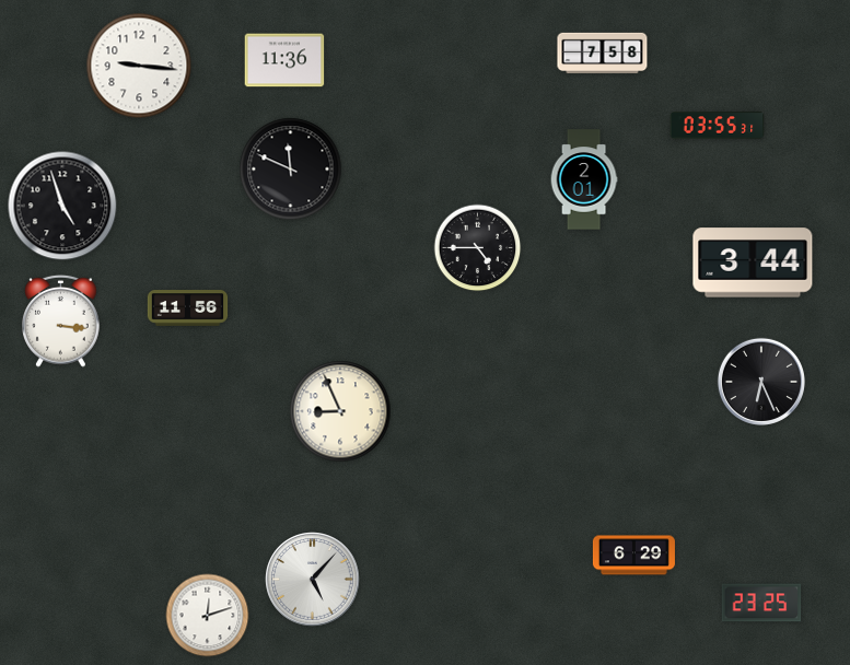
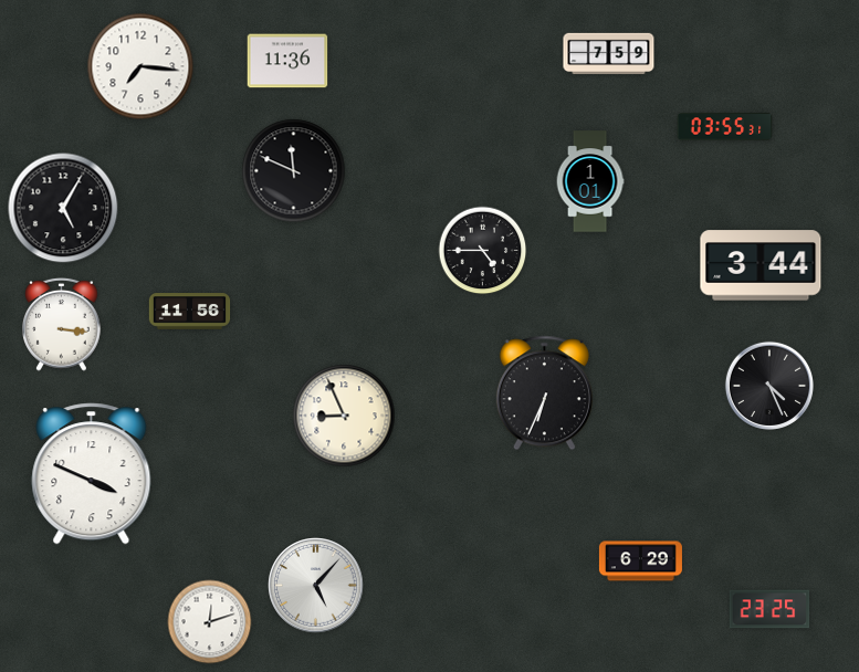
clock at (603, 54): 7:58 -> 7:59
clock at (139, 66): 9:16 -> 7:16
clock at (584, 179): 2:01 -> 1:01
clock at (62, 206): 4:57 -> 5:05
clock at (761, 382): 6:26 -> 4:26
clock at (544, 393): none -> 6:34
clock at (92, 474): none -> 3:49
